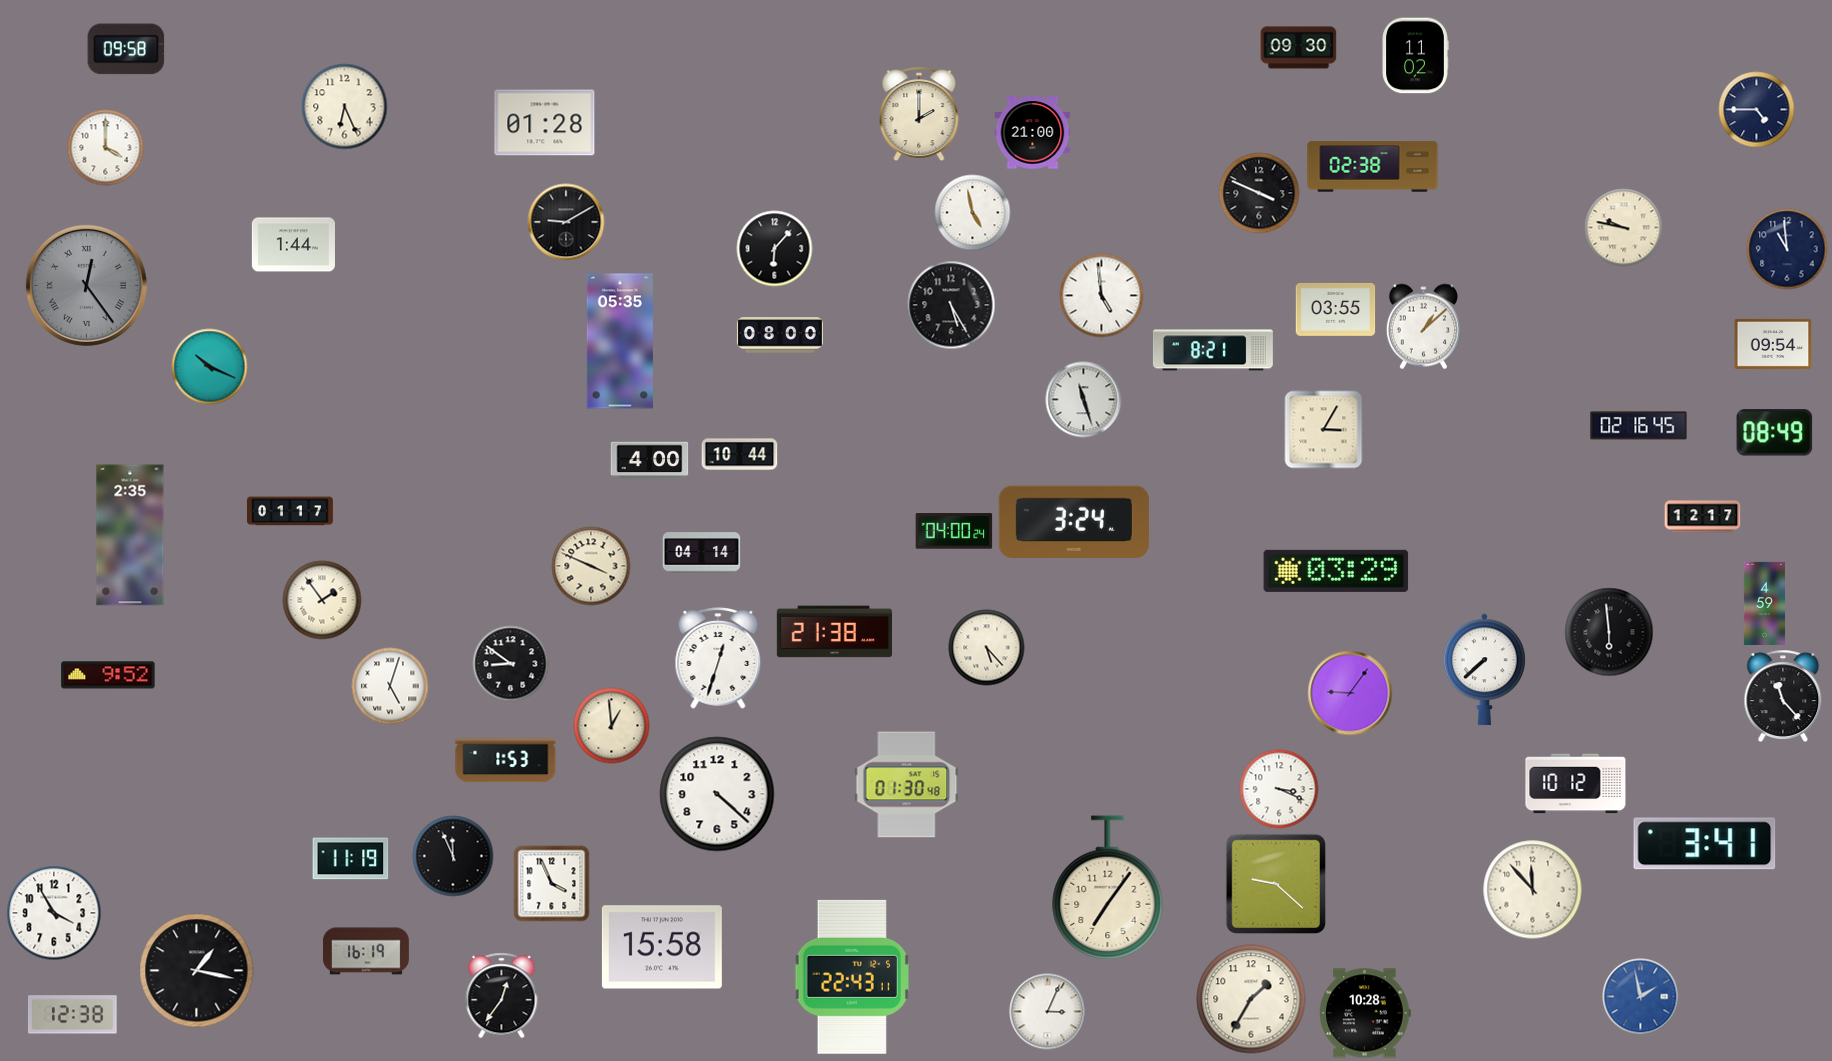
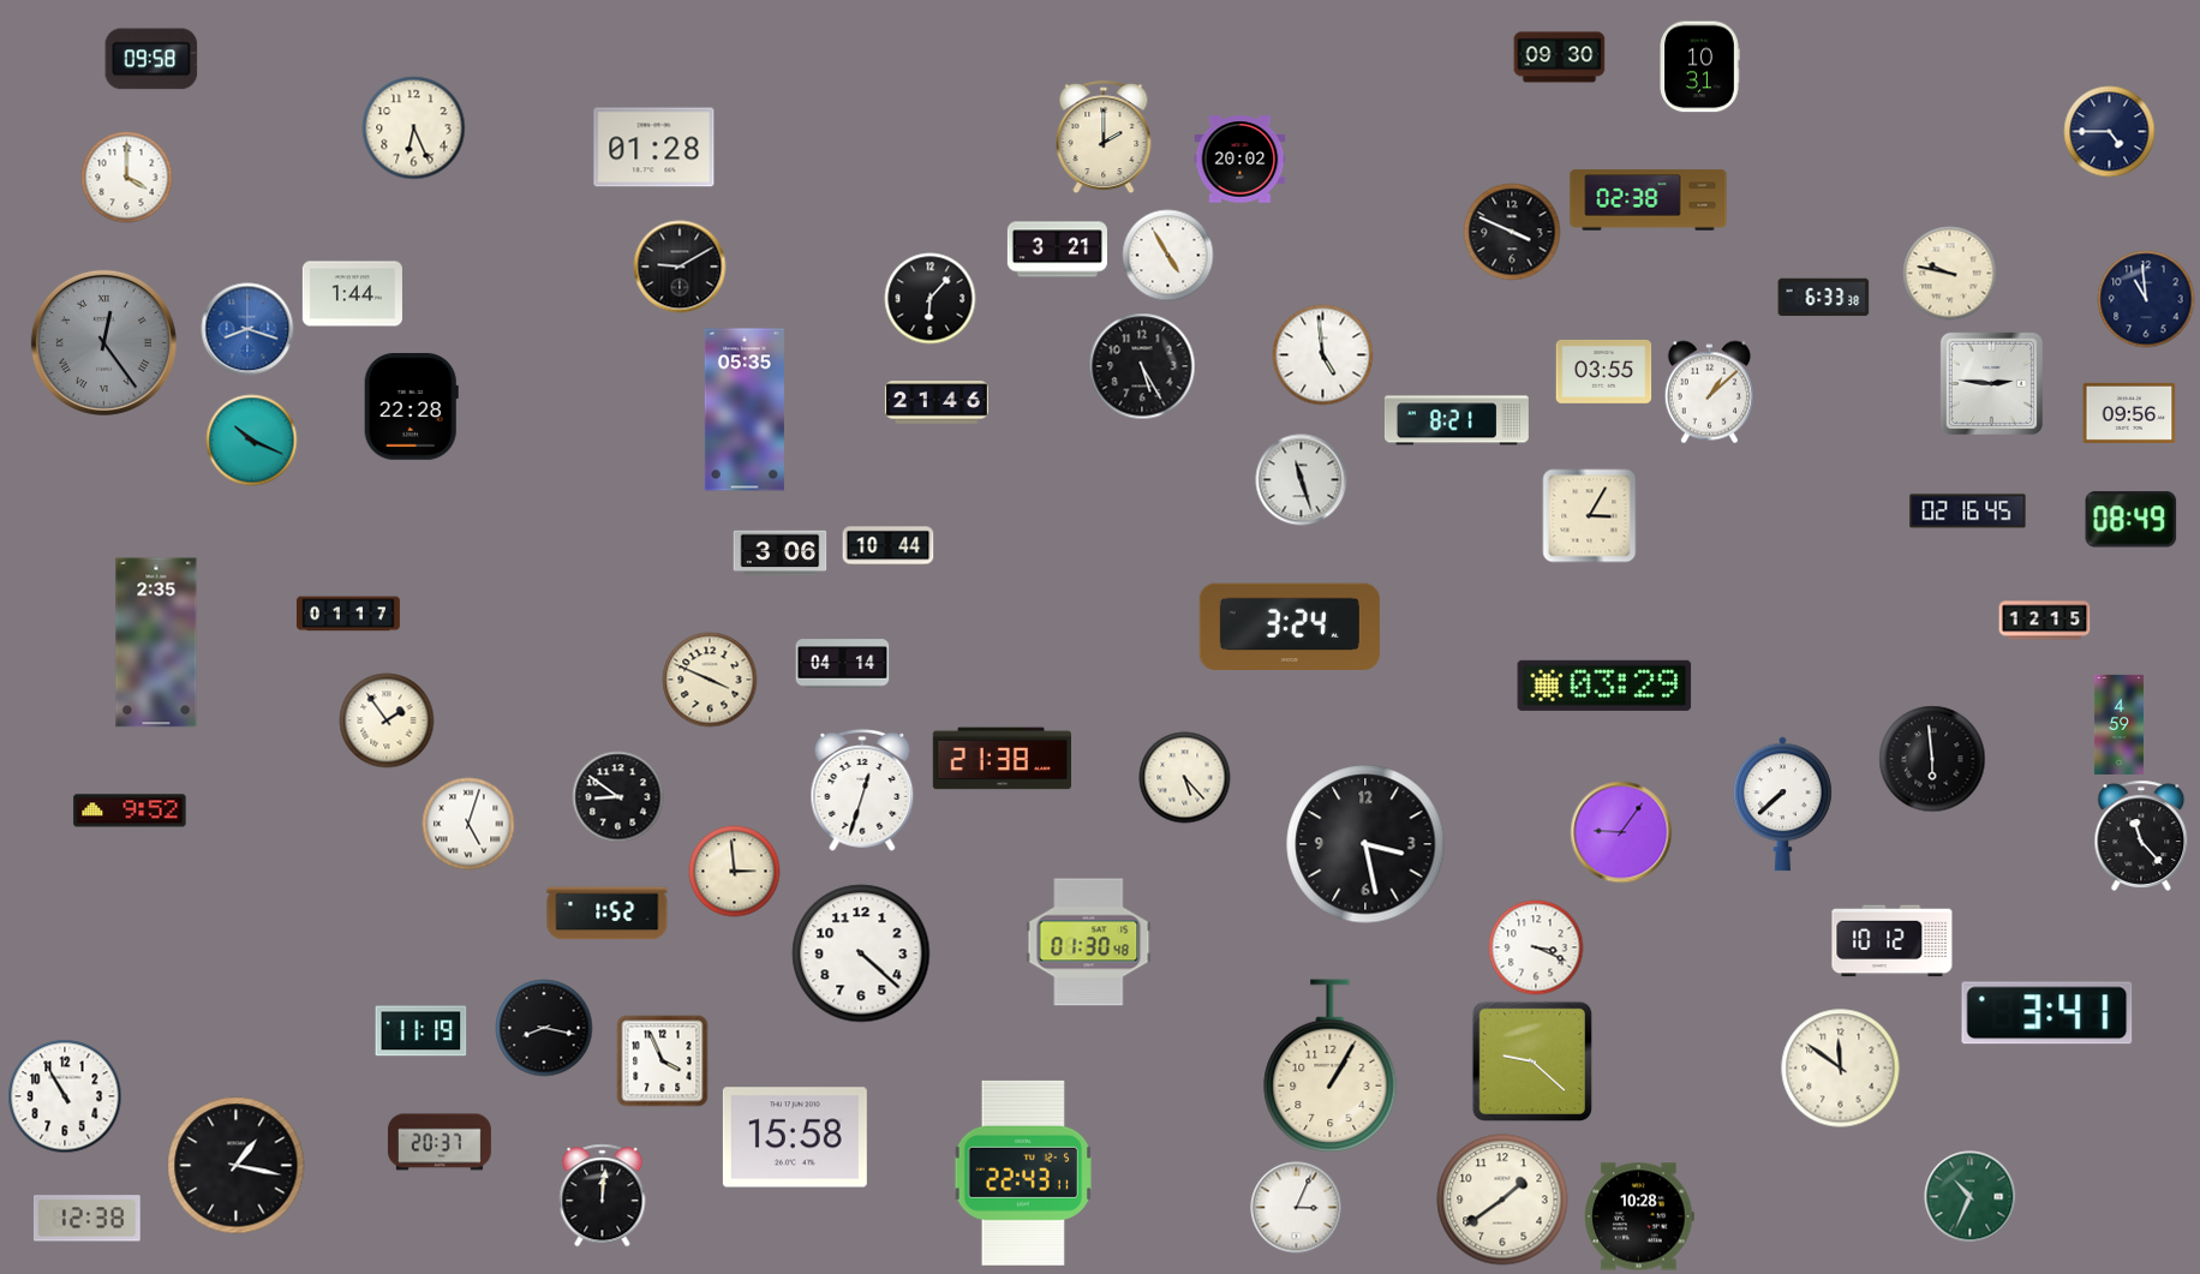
clock at (1415, 56): 11:02 -> 10:31
clock at (1033, 133): 21:00 -> 20:02
clock at (1057, 250): none -> 3:21
clock at (973, 213): 4:58 -> 4:55
clock at (1824, 298): none -> 6:33
clock at (247, 329): none -> 8:18
clock at (1991, 383): none -> 2:46
clock at (780, 335): 08:00 -> 21:46
clock at (411, 407): none -> 22:28
clock at (1773, 344): 09:54 -> 09:56
clock at (650, 461): 4:00 -> 3:06
clock at (1703, 517): 12:17 -> 12:15
clock at (954, 531): 04:00 -> none
clock at (511, 664) position: (511, 664) -> (618, 797)
clock at (1365, 844): none -> 3:28
clock at (612, 726): 12:59 -> 2:59
clock at (506, 761): 1:53 -> 1:52
clock at (453, 856): 11:56 -> 8:17
clock at (1108, 888): 7:06 -> 1:05
clock at (1533, 890): 11:53 -> 11:51
clock at (54, 913): 3:55 -> 10:55
clock at (366, 951): 16:19 -> 20:37
clock at (502, 996): 12:36 -> 12:01
clock at (1641, 997): 1:58 -> 10:34
clock at (1641, 997) dial: blue -> green
clock at (1251, 999): 1:35 -> 1:39
clock at (1048, 1012) position: (1048, 1012) -> (1297, 1208)
